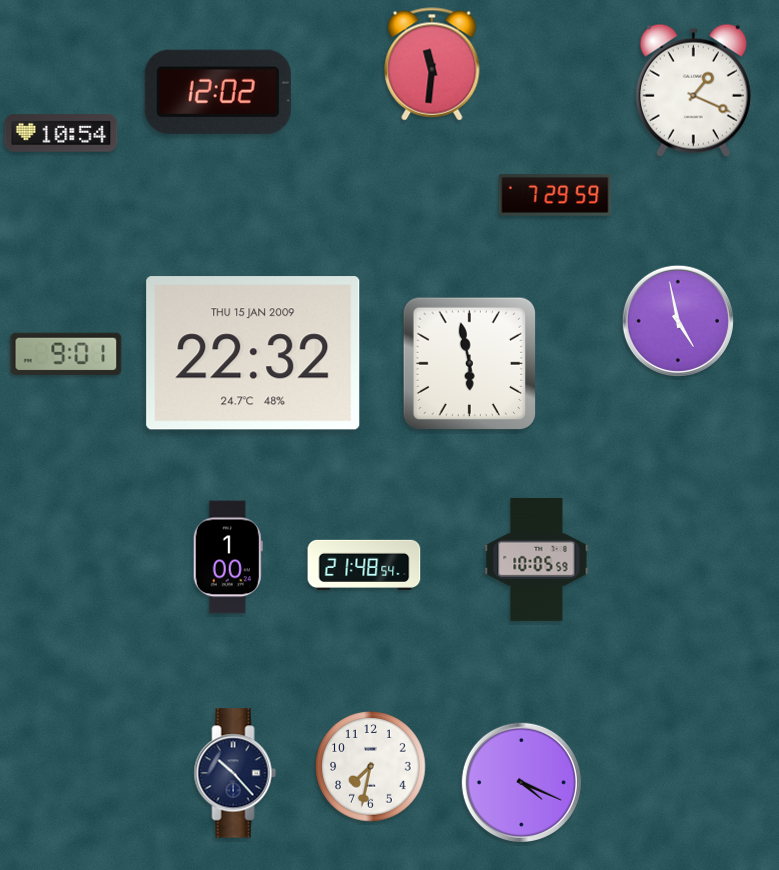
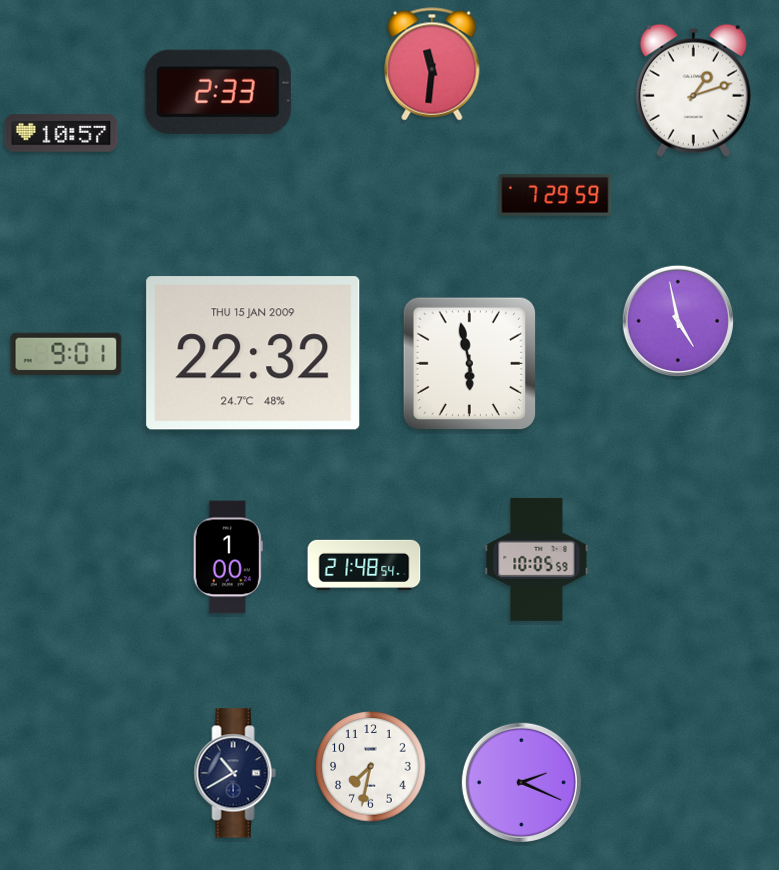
clock at (693, 90): 1:19 -> 1:12
clock at (218, 92): 12:02 -> 2:33
clock at (61, 133): 10:54 -> 10:57
clock at (235, 773): 10:23 -> 10:40
clock at (521, 782): 4:19 -> 2:19
